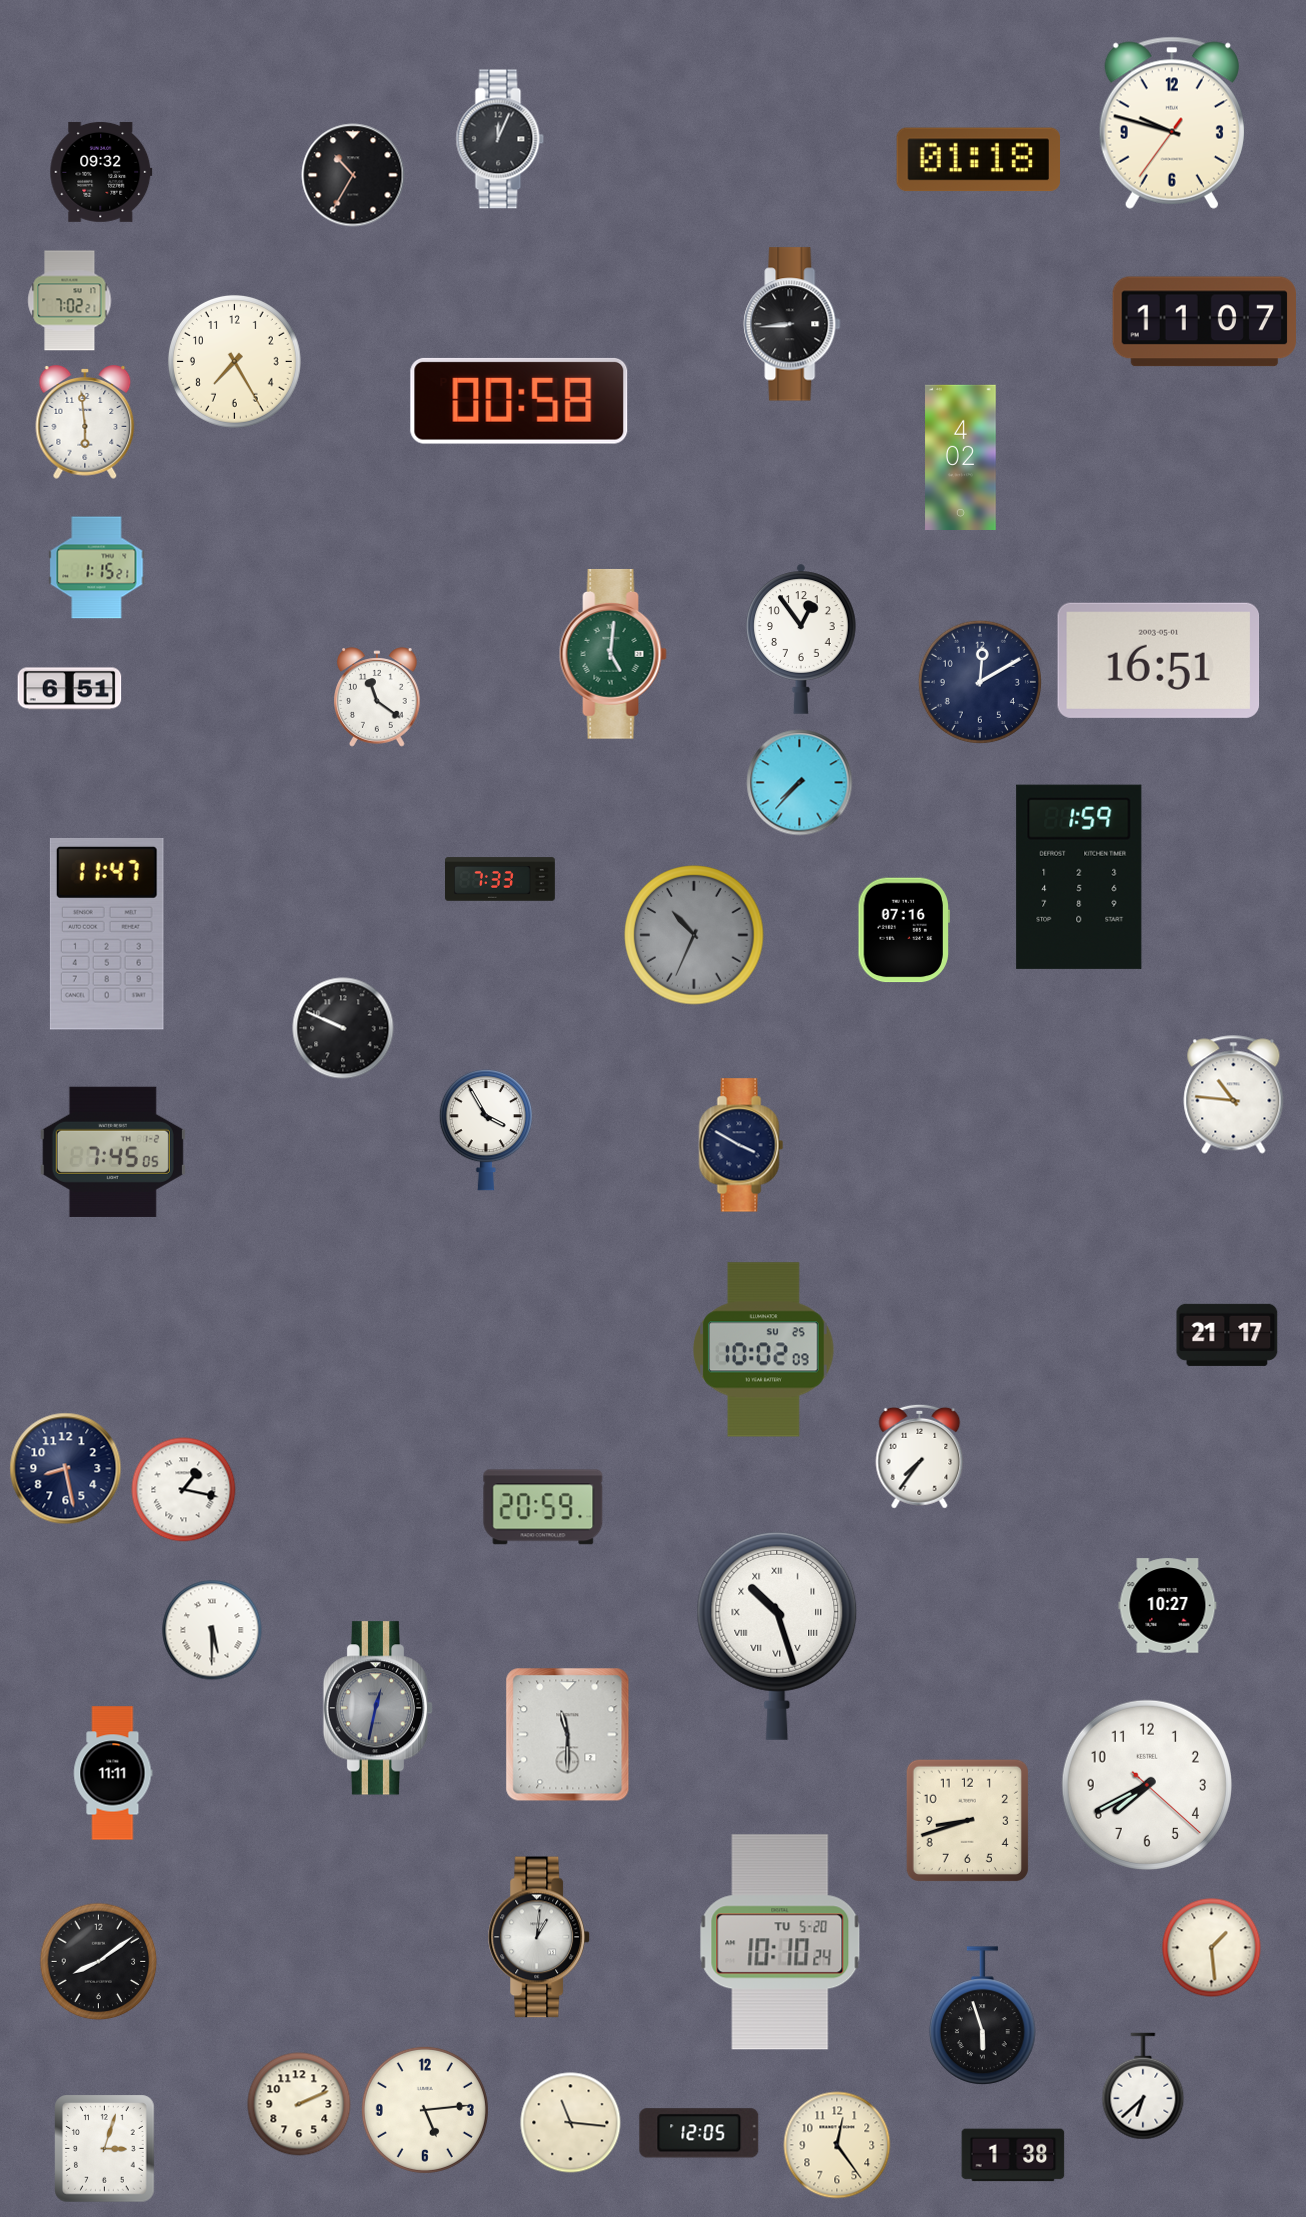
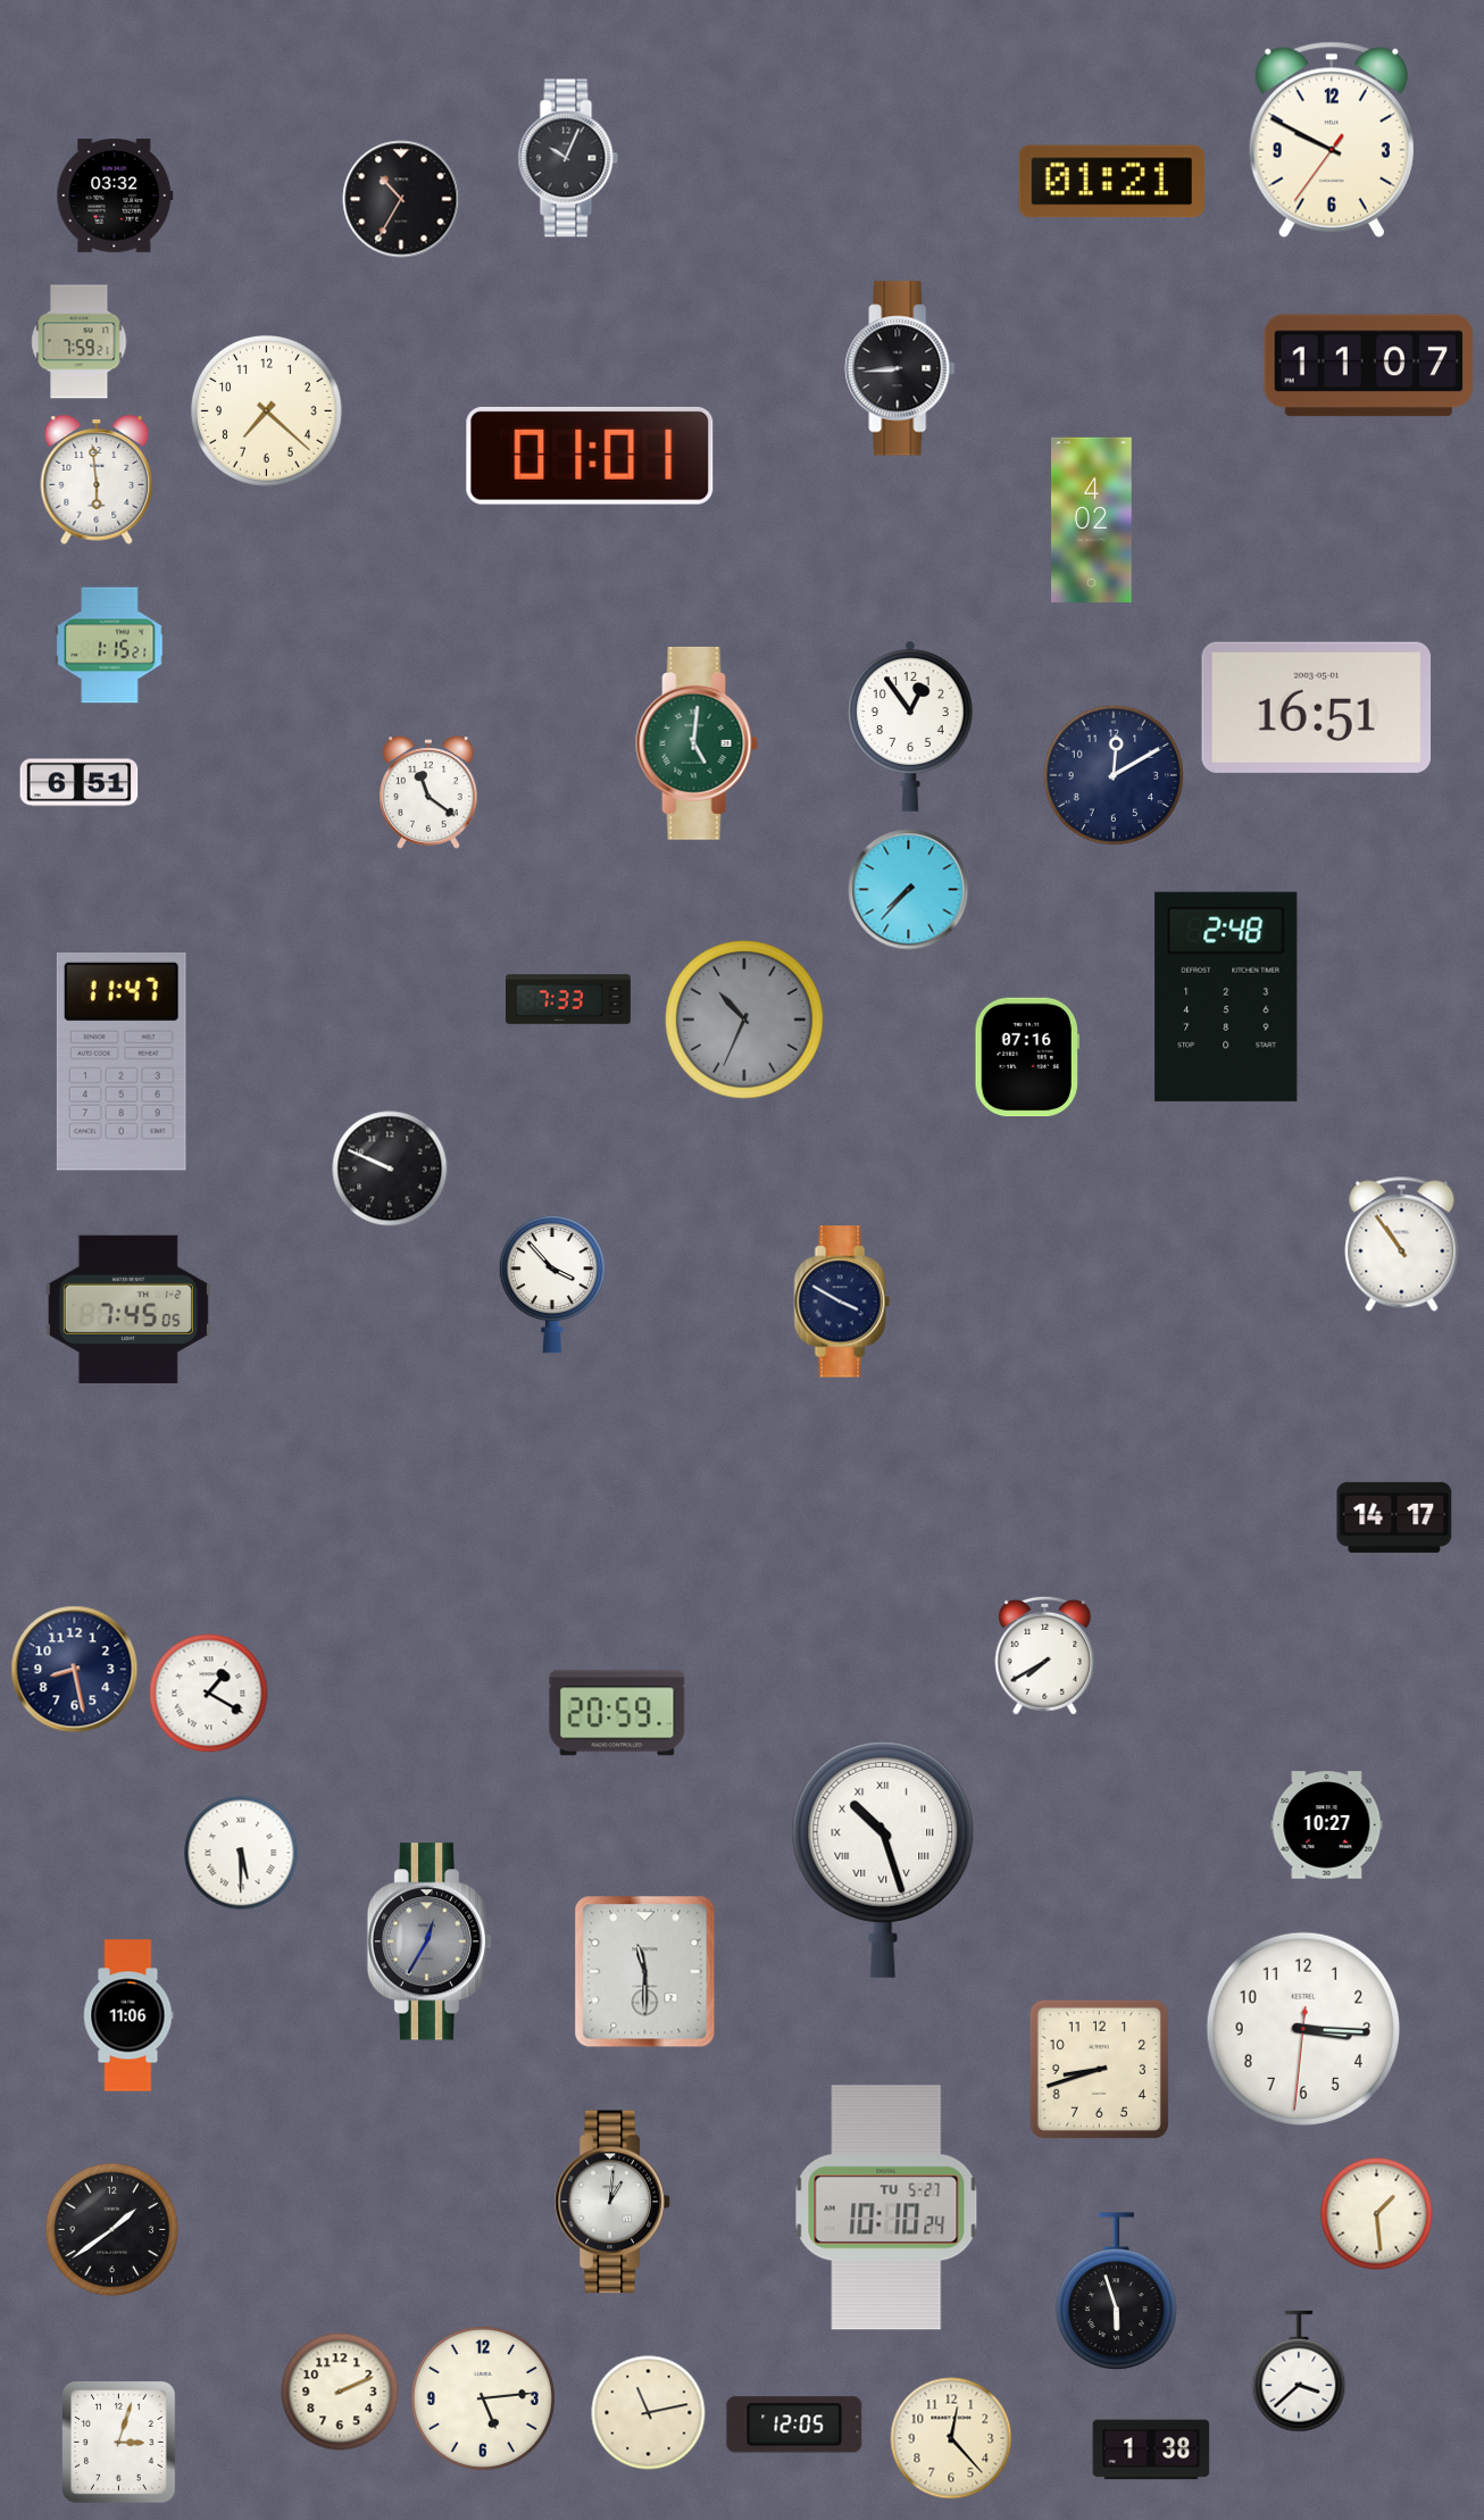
clock at (1172, 123): 9:47 -> 9:49
clock at (500, 139): 12:04 -> 10:04
clock at (978, 160): 01:18 -> 01:21
clock at (101, 172): 09:32 -> 03:32
clock at (70, 301): 7:02 -> 7:59
clock at (234, 361): 7:25 -> 7:22
clock at (519, 401): 00:58 -> 01:01
clock at (1159, 660) position: (1159, 660) -> (1317, 707)
clock at (1079, 877): 1:59 -> 2:48
clock at (694, 935) position: (694, 935) -> (744, 1020)
clock at (1234, 1095): 10:46 -> 10:54
clock at (486, 1131): 3:55 -> 3:53
clock at (1227, 1335): 21:17 -> 14:17
clock at (764, 1350): 10:02 -> none
clock at (920, 1456): 7:36 -> 7:40
clock at (184, 1490): 1:17 -> 1:20
clock at (378, 1708): 12:32 -> 12:35
clock at (113, 1773): 11:11 -> 11:06
clock at (1147, 1785): 7:40 -> 3:15
clock at (780, 1942) date: TU 5-20 -> TU 5-27
clock at (99, 1962): 8:09 -> 1:39
clock at (1143, 2086): 6:38 -> 3:38
clock at (571, 2123): 11:16 -> 11:13
clock at (837, 2145): 12:24 -> 12:23
